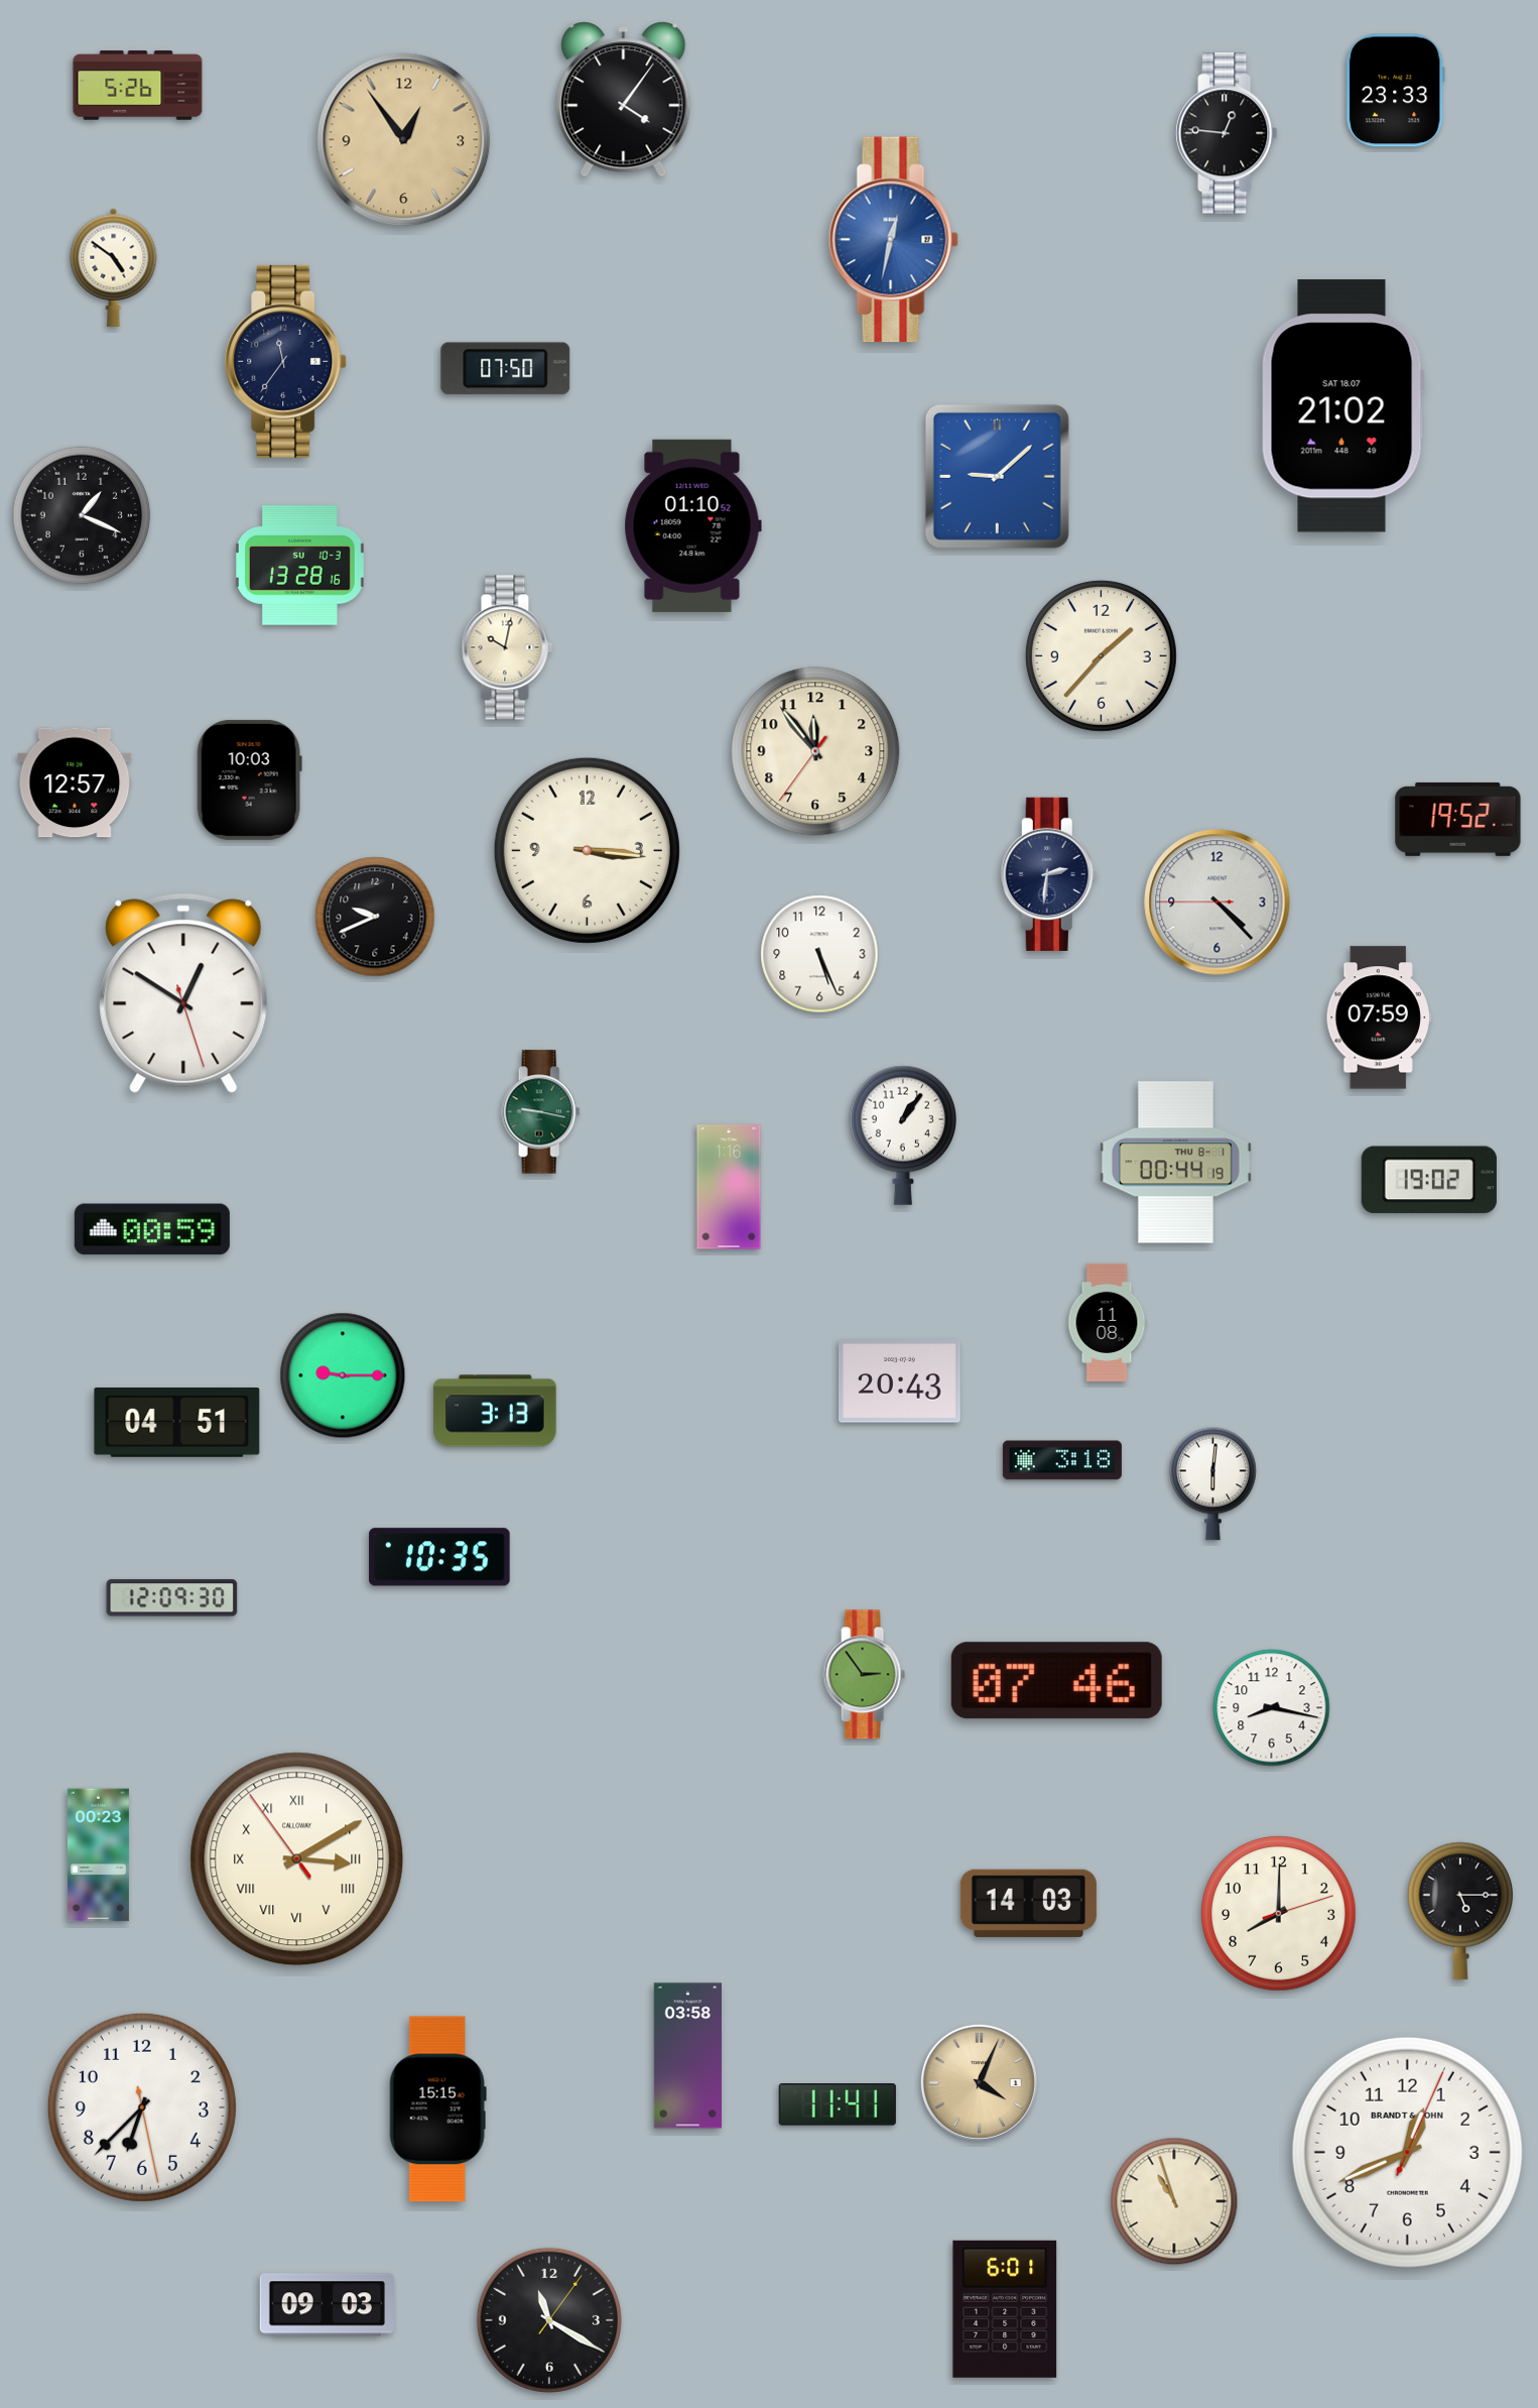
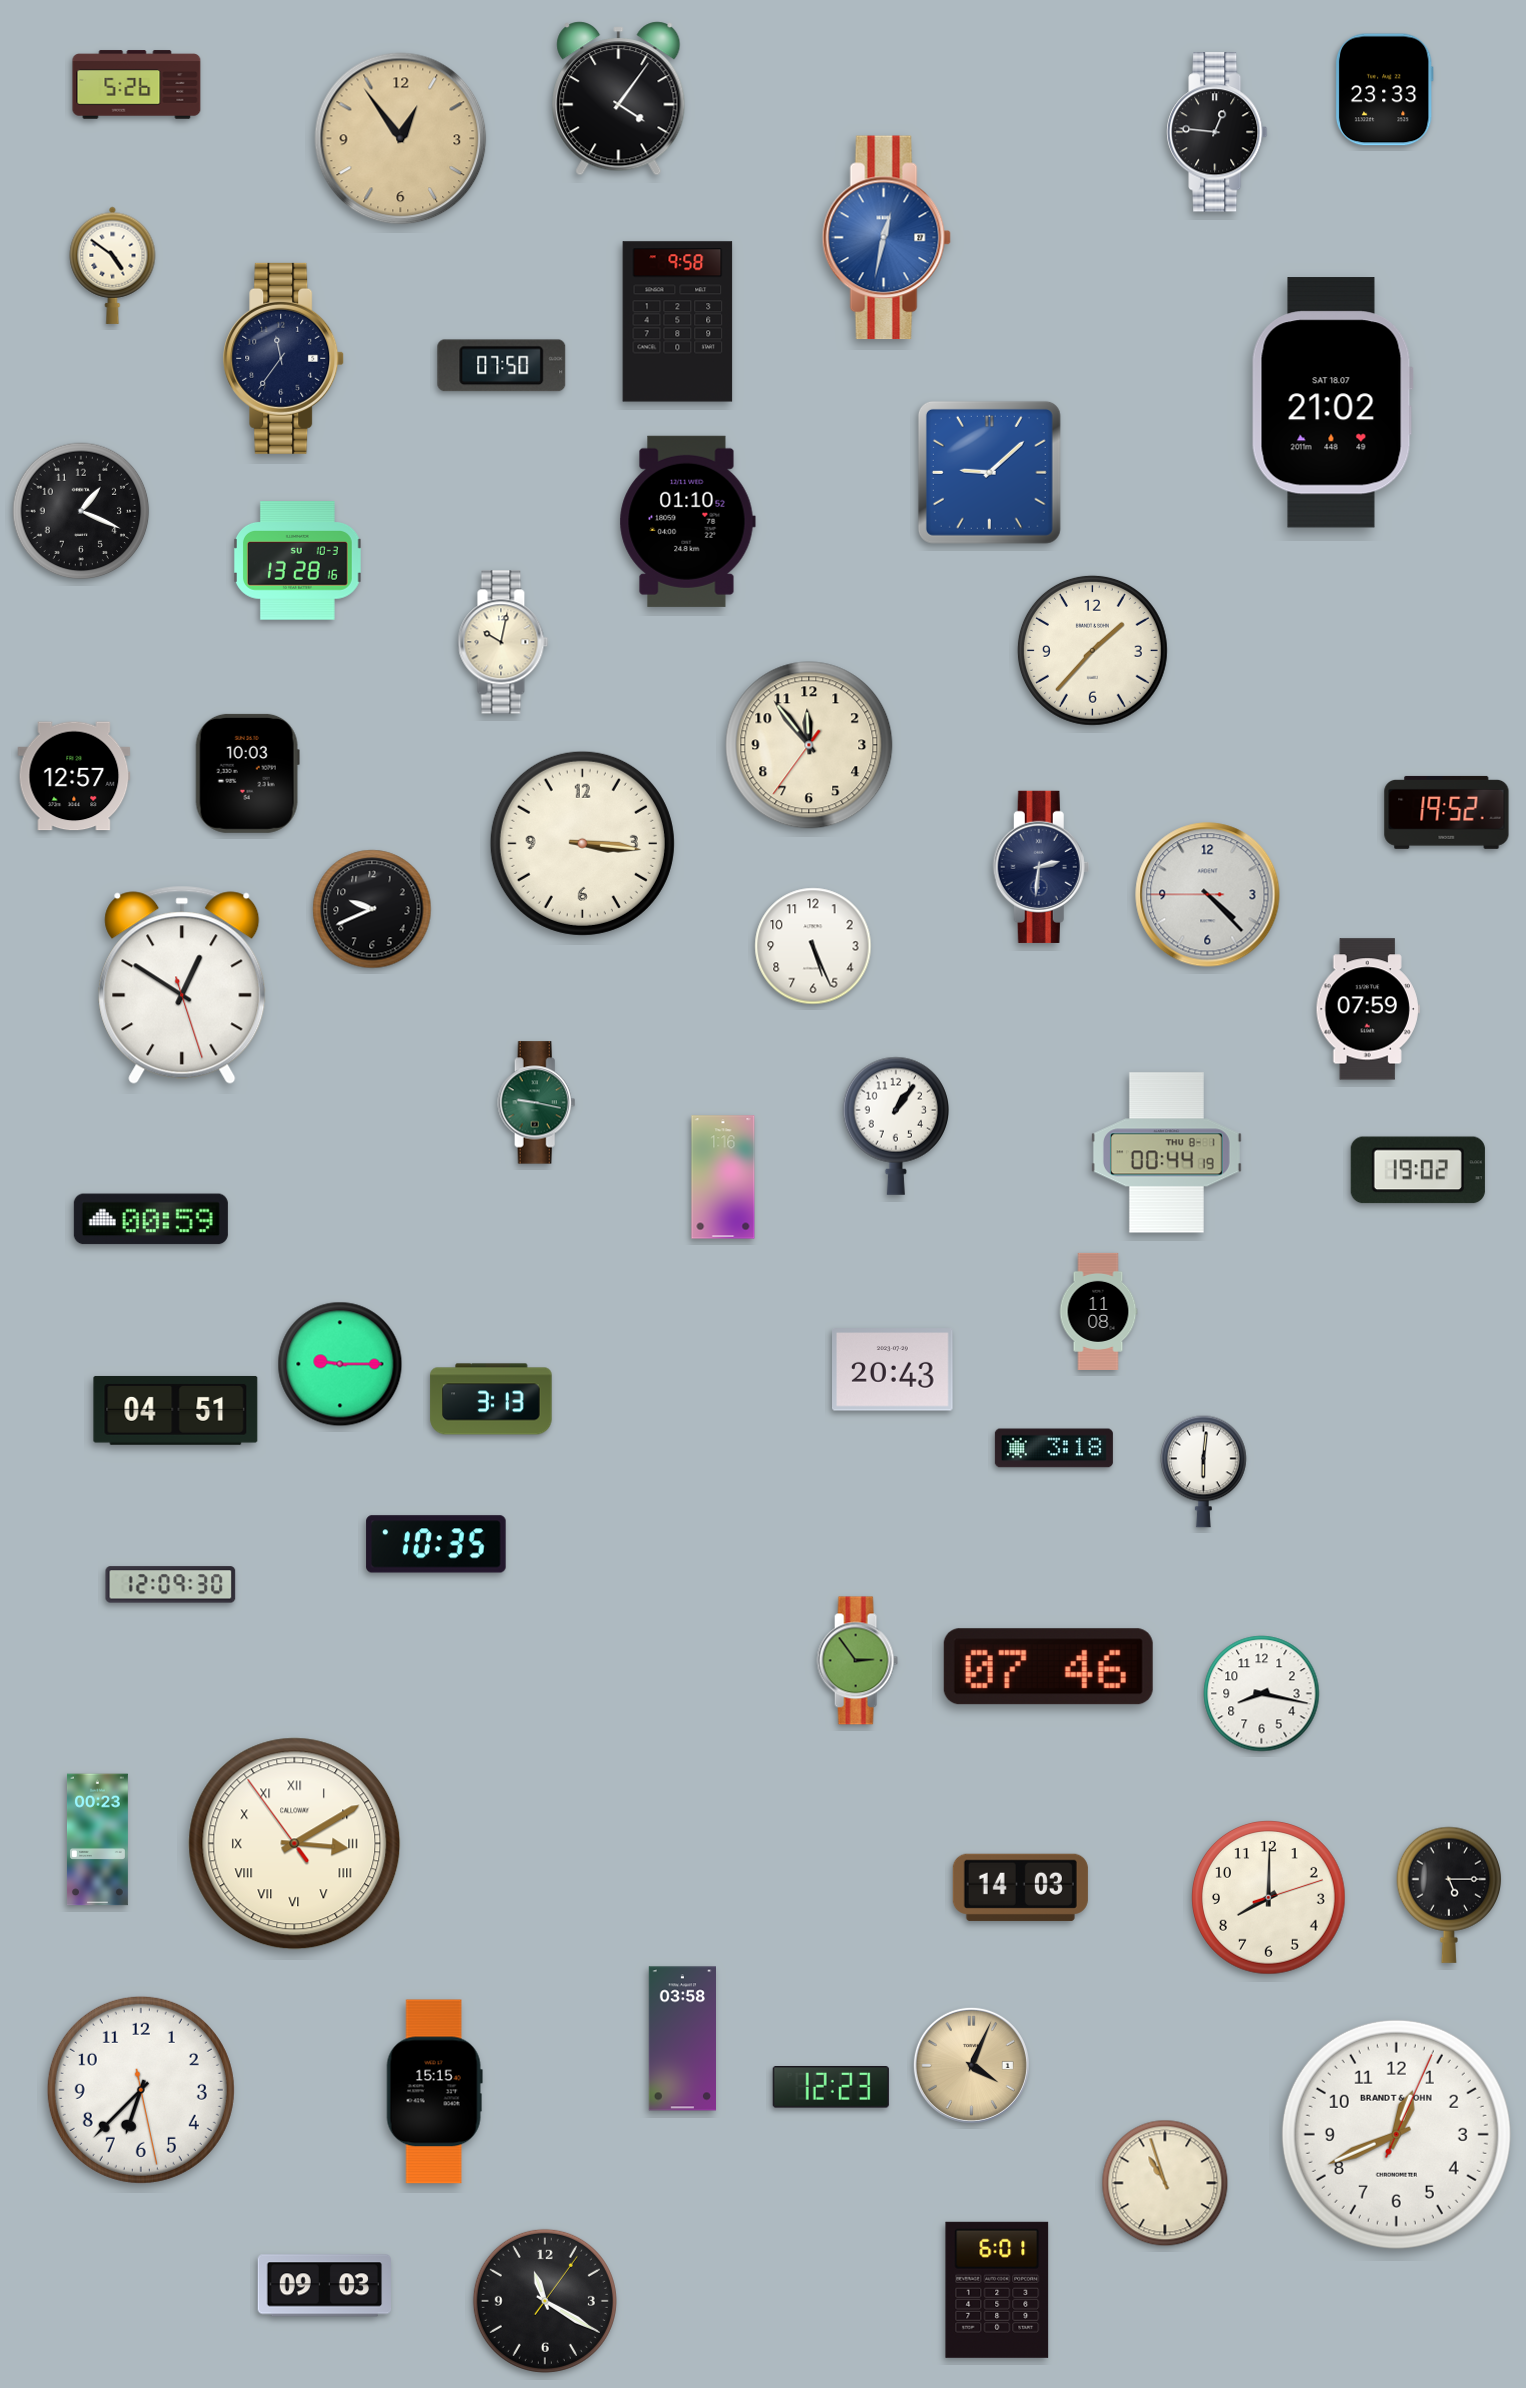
clock at (678, 322): none -> 9:58
clock at (838, 2105): 11:41 -> 12:23
